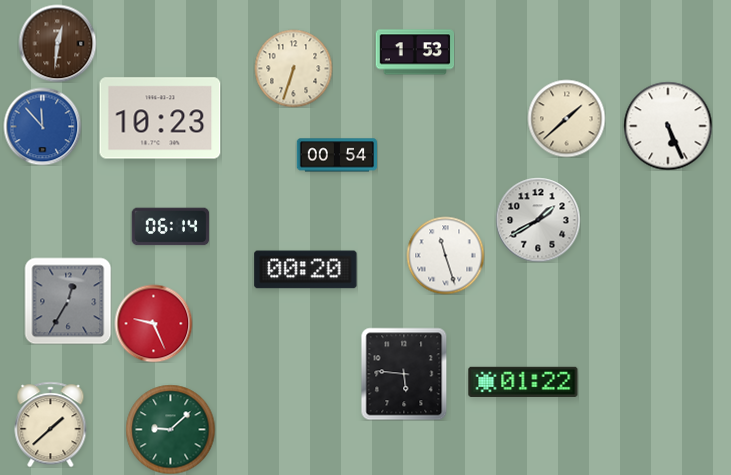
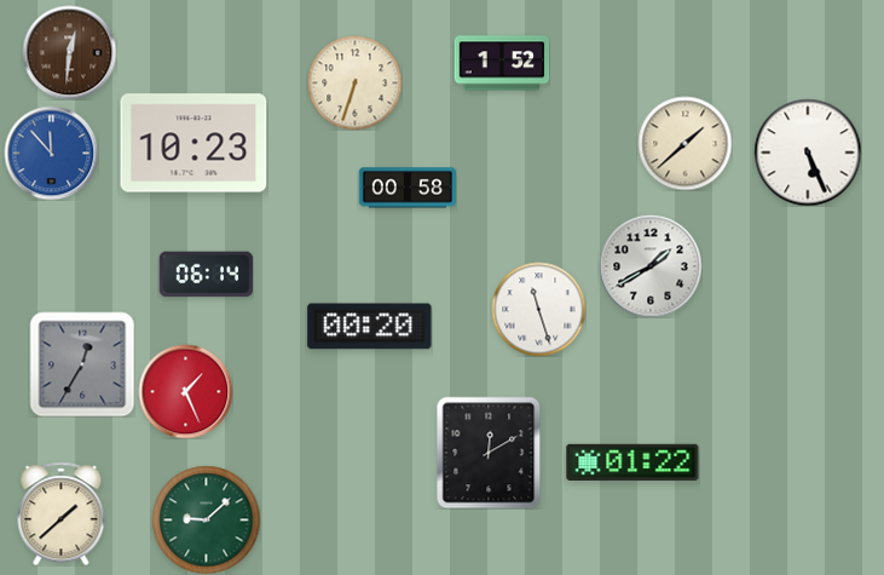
clock at (415, 52): 1:53 -> 1:52
clock at (336, 155): 00:54 -> 00:58
clock at (153, 323): 9:26 -> 1:26
clock at (404, 374): 5:46 -> 12:10
